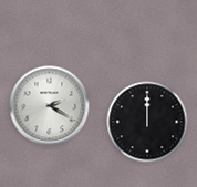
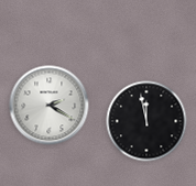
clock at (147, 122): 12:00 -> 11:58
